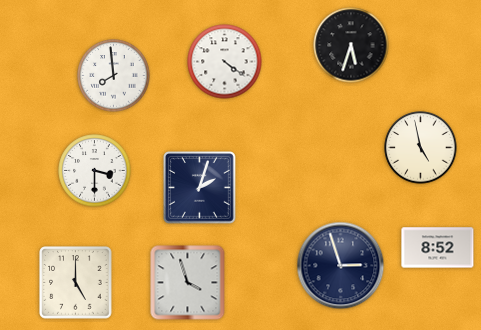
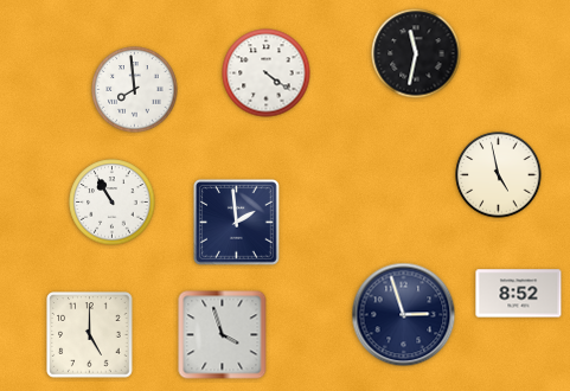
clock at (351, 45): 5:33 -> 11:32
clock at (95, 171): 3:30 -> 10:55
clock at (200, 188): 2:03 -> 1:59
